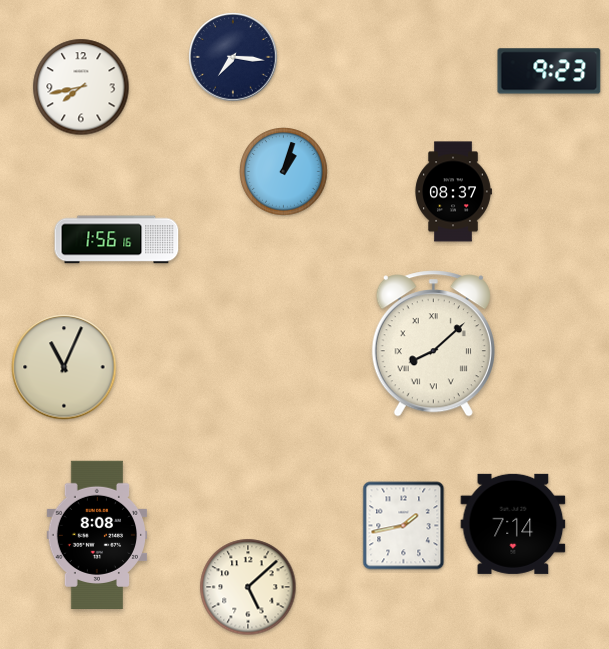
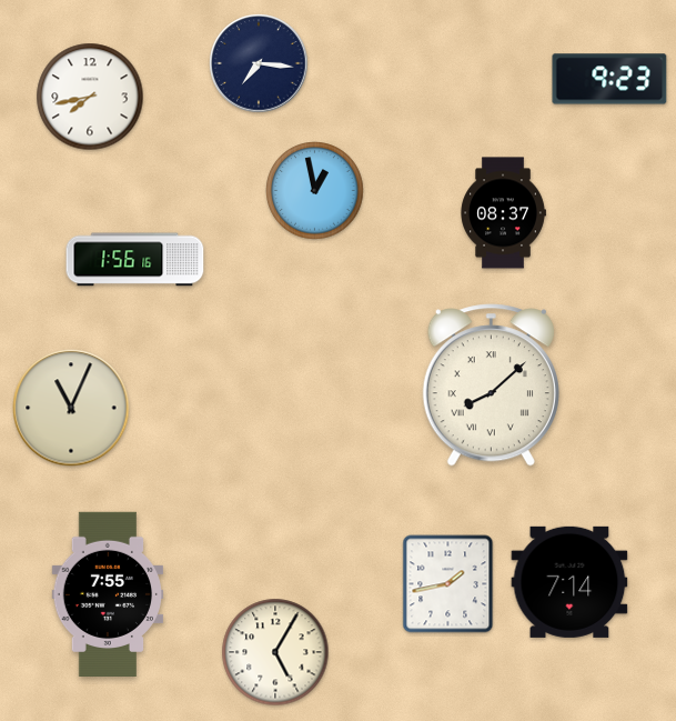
clock at (284, 172): 1:03 -> 12:58
clock at (117, 240) position: (117, 240) -> (135, 260)
clock at (433, 344) position: (433, 344) -> (491, 385)
clock at (97, 534): 8:08 -> 7:55
clock at (248, 587): 5:08 -> 5:05
